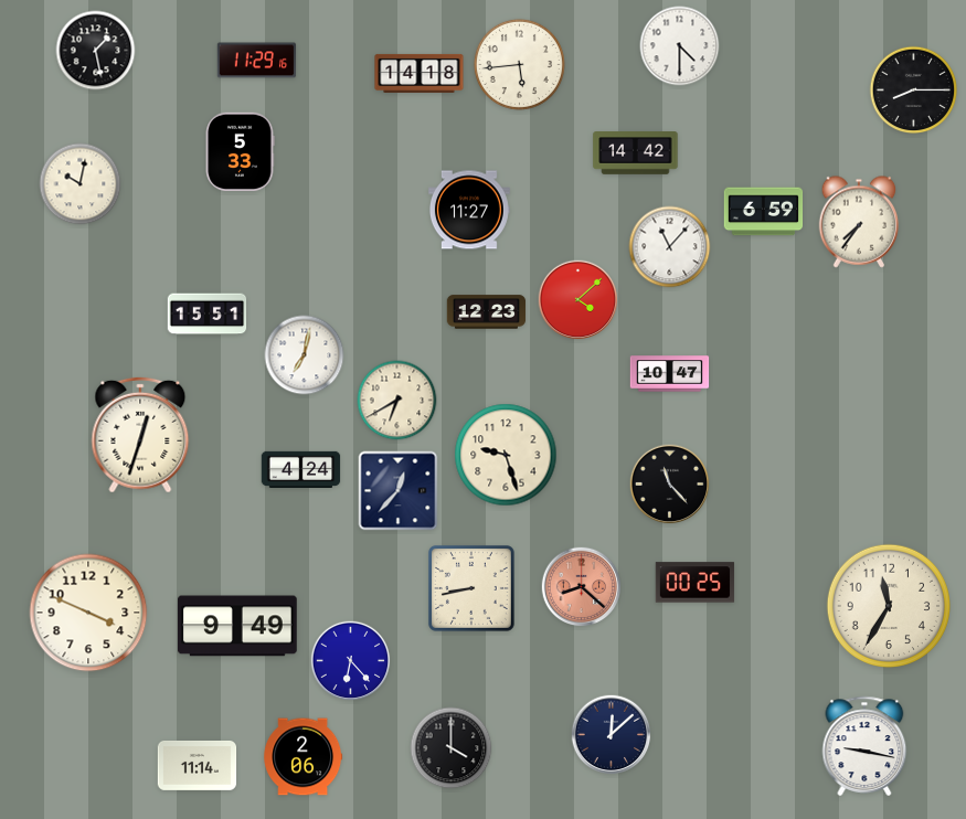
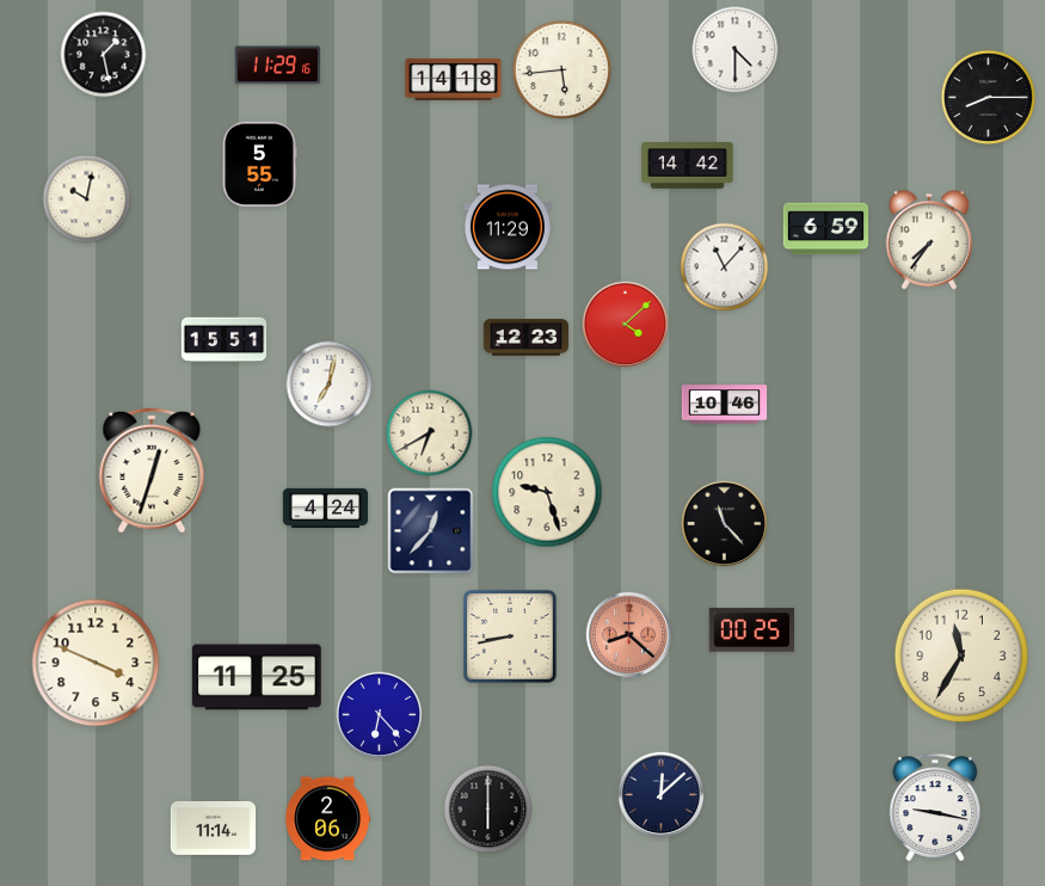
clock at (240, 152): 5:33 -> 5:55
clock at (469, 210): 11:27 -> 11:29
clock at (670, 374): 10:47 -> 10:46
clock at (238, 626): 9:49 -> 11:25
clock at (452, 748): 4:00 -> 6:00
